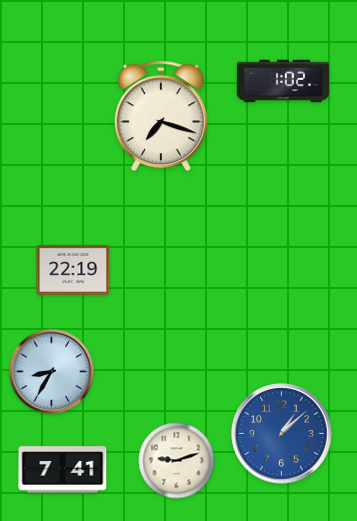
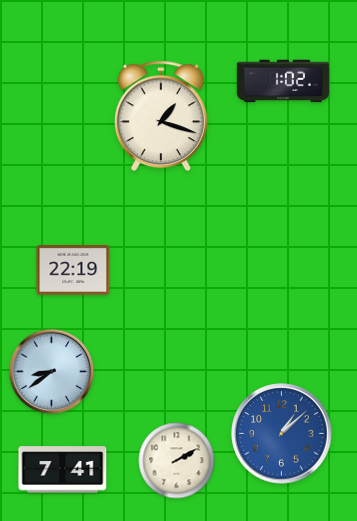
clock at (161, 116): 7:18 -> 1:18
clock at (52, 372): 8:35 -> 8:39
clock at (177, 461): 9:12 -> 2:10
